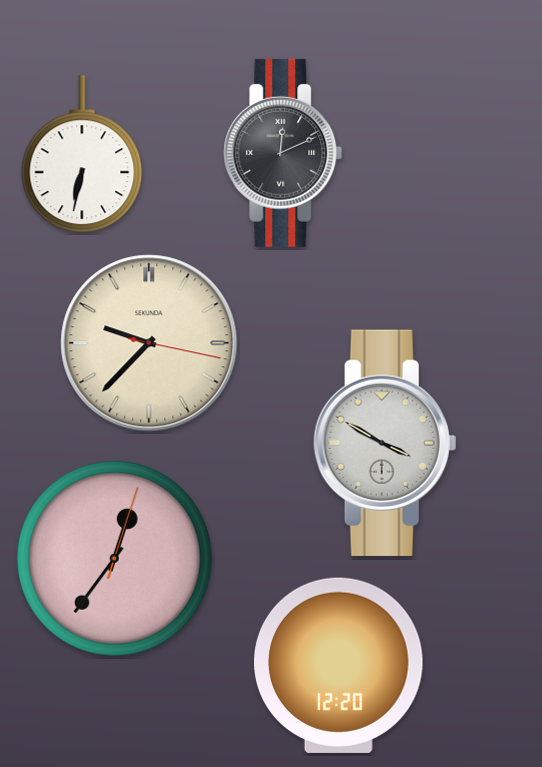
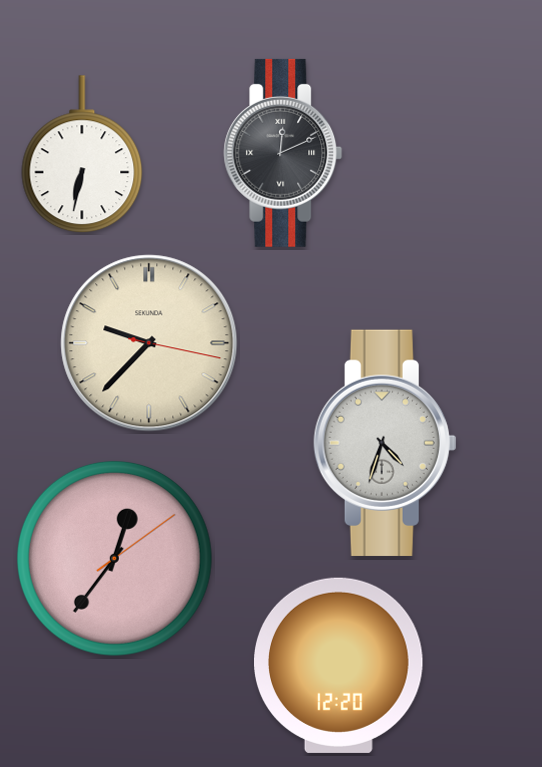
clock at (385, 443): 3:50 -> 4:33
clock at (114, 558): 12:36:03 -> 12:36:09
